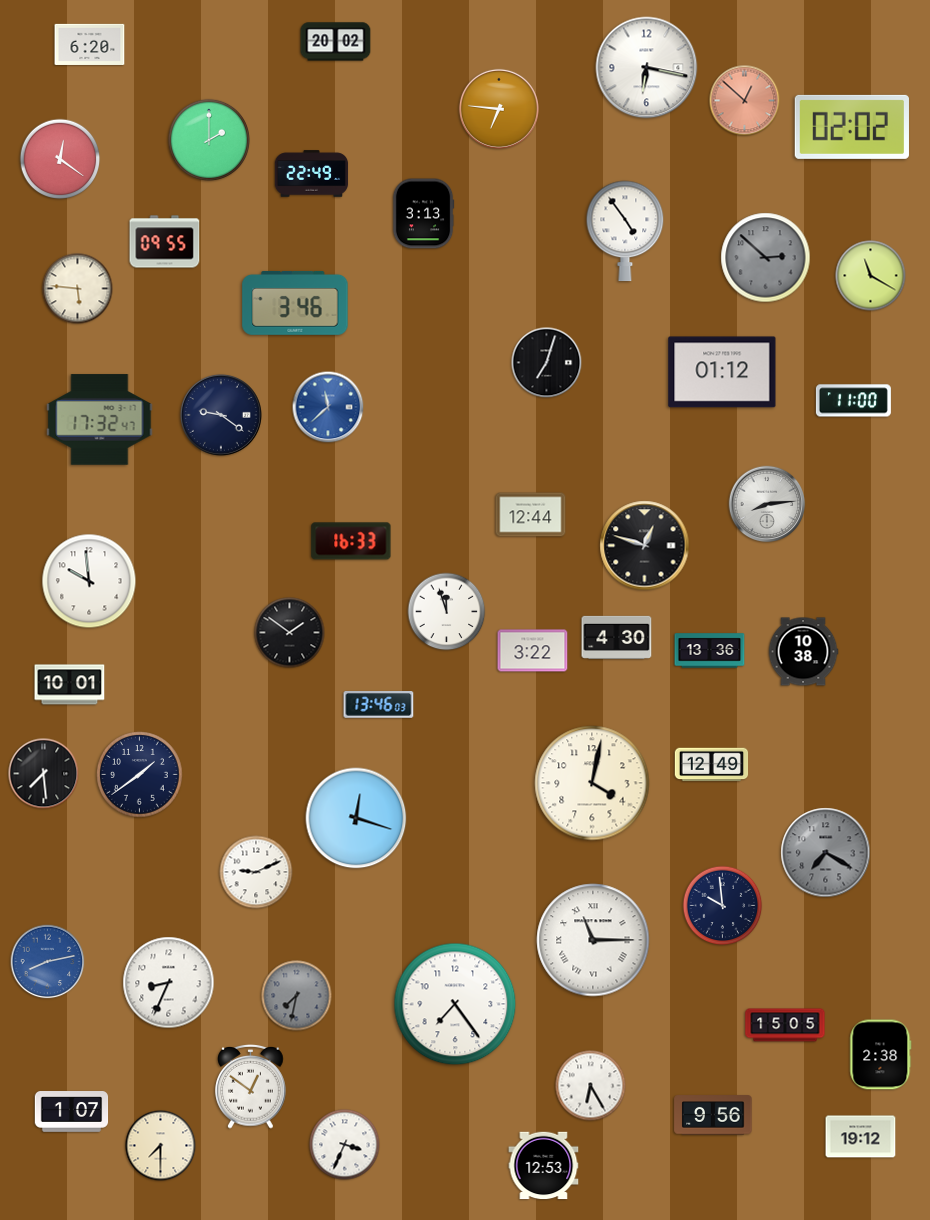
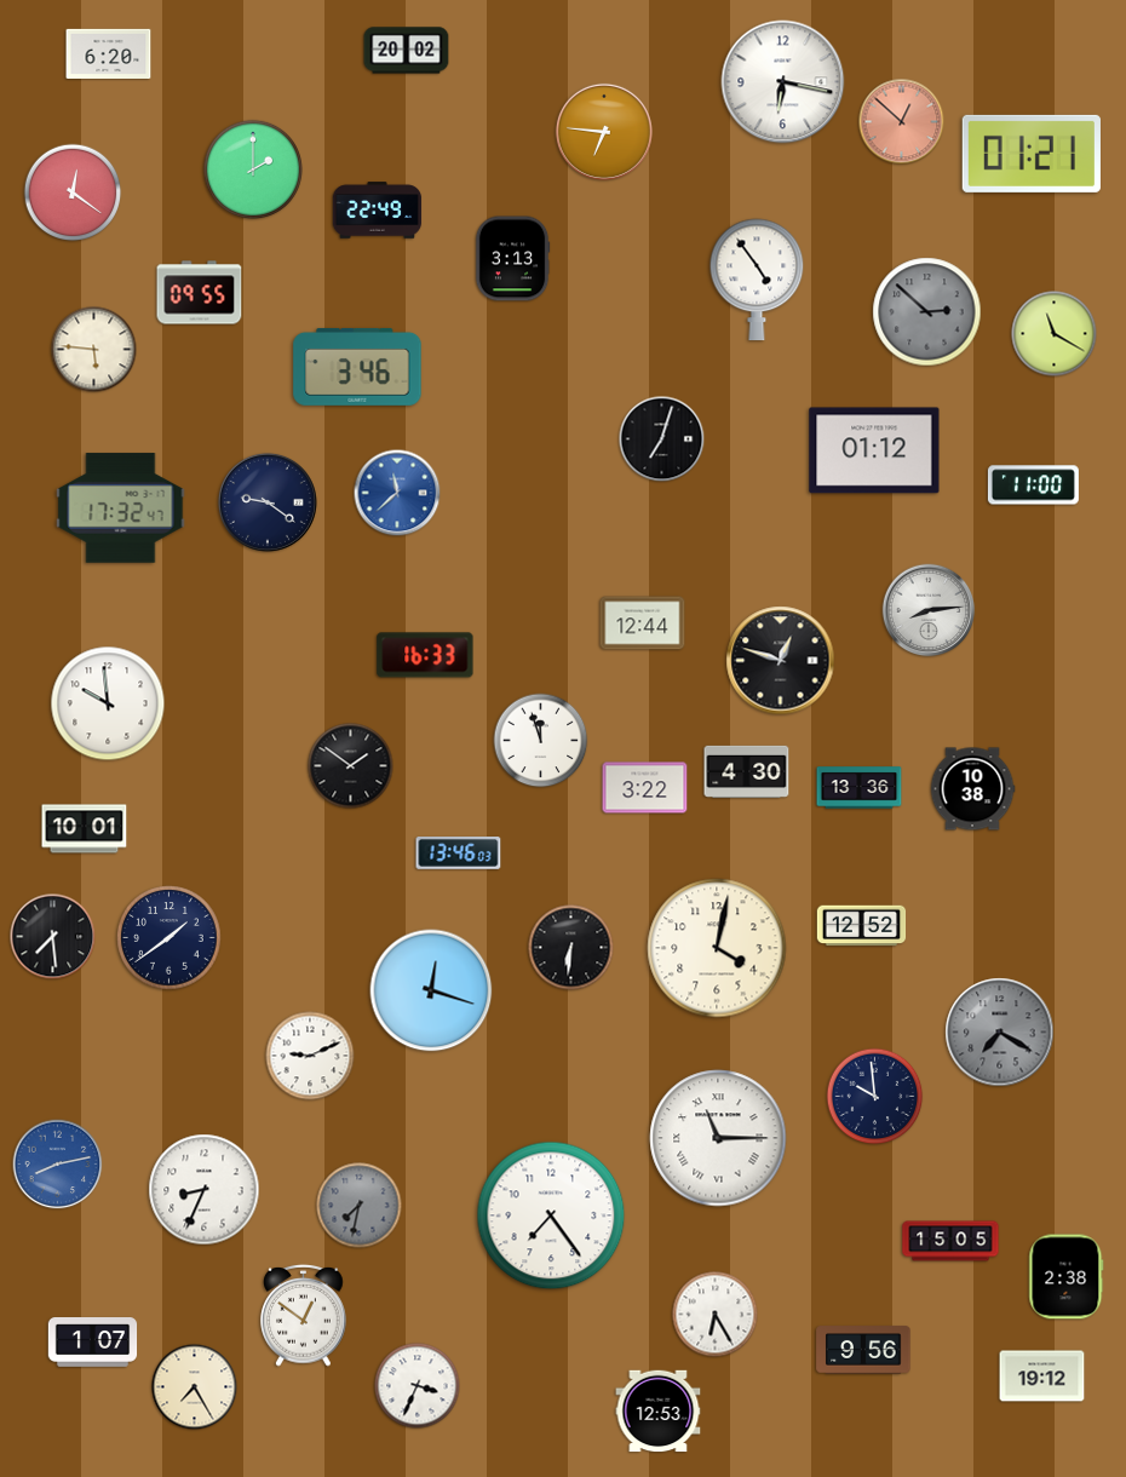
clock at (852, 127): 02:02 -> 01:21
clock at (712, 765): 12:49 -> 12:52
clock at (571, 948): none -> 6:31
clock at (72, 1112) position: (72, 1112) -> (93, 1343)
clock at (161, 1146): 7:30 -> 7:25
